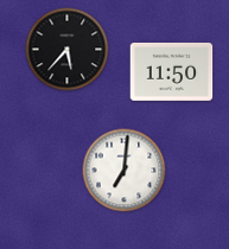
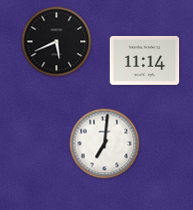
clock at (68, 50): 5:37 -> 5:41
clock at (172, 71): 11:50 -> 11:14
